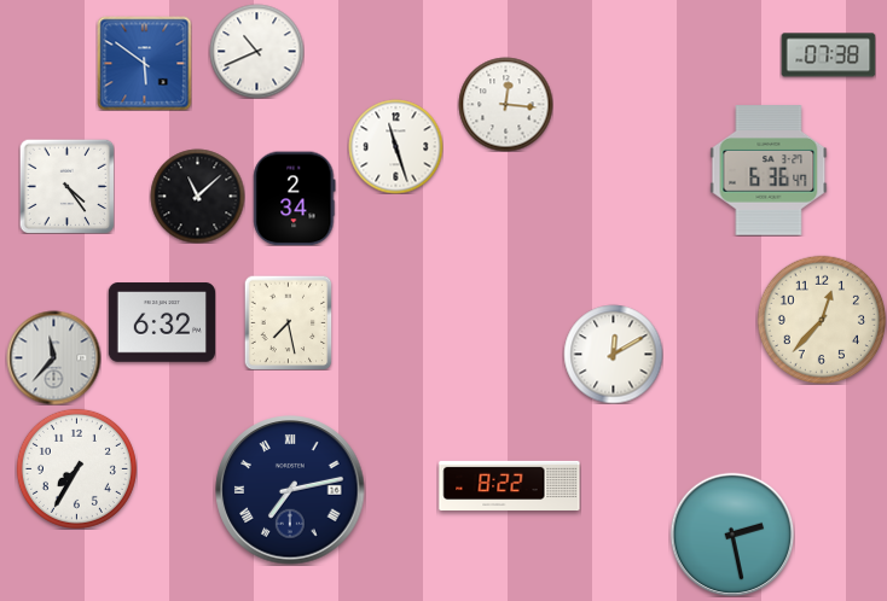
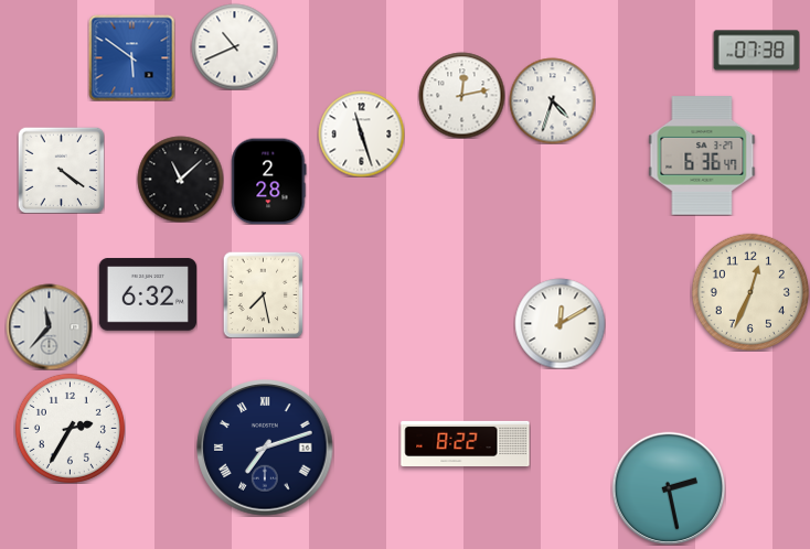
clock at (505, 104): 12:16 -> 12:13
clock at (552, 100): none -> 4:33
clock at (66, 186): 4:24 -> 4:21
clock at (295, 198): 2:34 -> 2:28
clock at (821, 319): 12:37 -> 12:34
clock at (76, 468): 7:35 -> 2:35
clock at (290, 490): 7:13 -> 7:12
